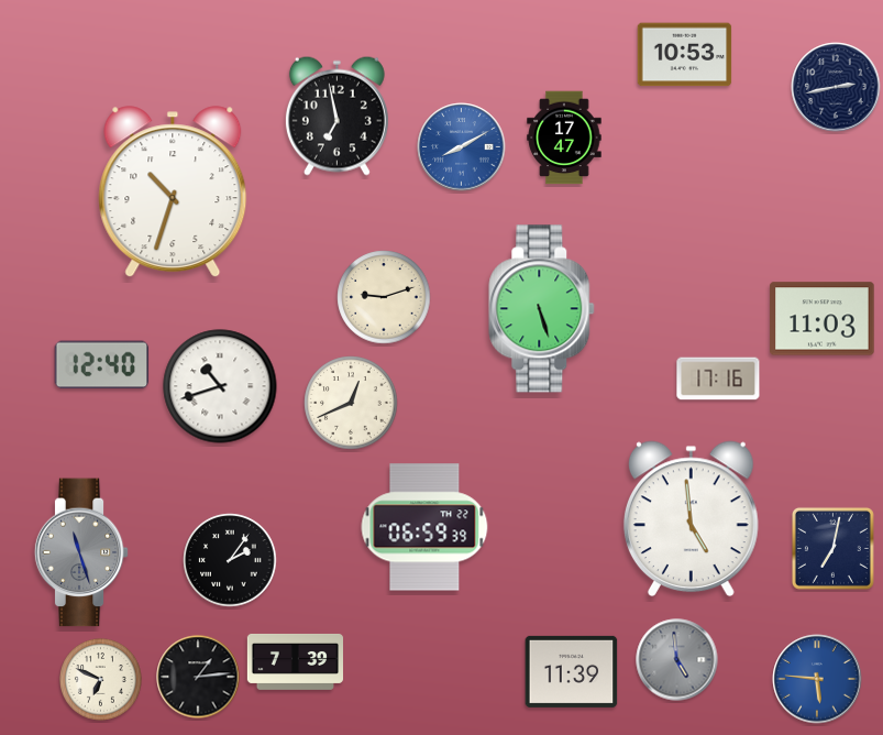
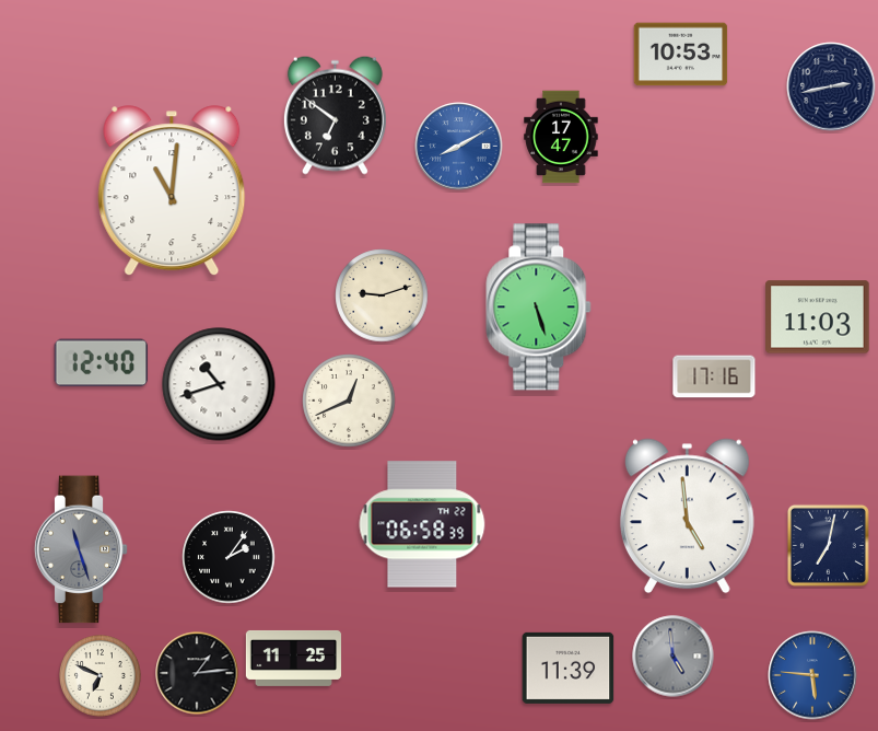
clock at (336, 116): 6:58 -> 6:51
clock at (173, 193): 10:33 -> 11:01
clock at (424, 527): 06:59 -> 06:58
clock at (296, 661): 7:39 -> 11:25
